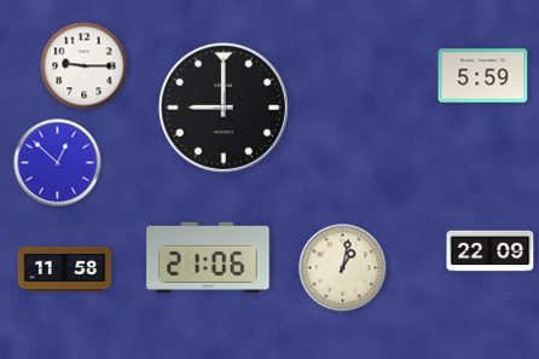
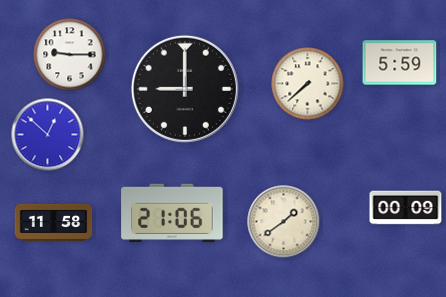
clock at (308, 84): none -> 7:38
clock at (491, 251): 22:09 -> 00:09
clock at (343, 268): 1:02 -> 1:39
